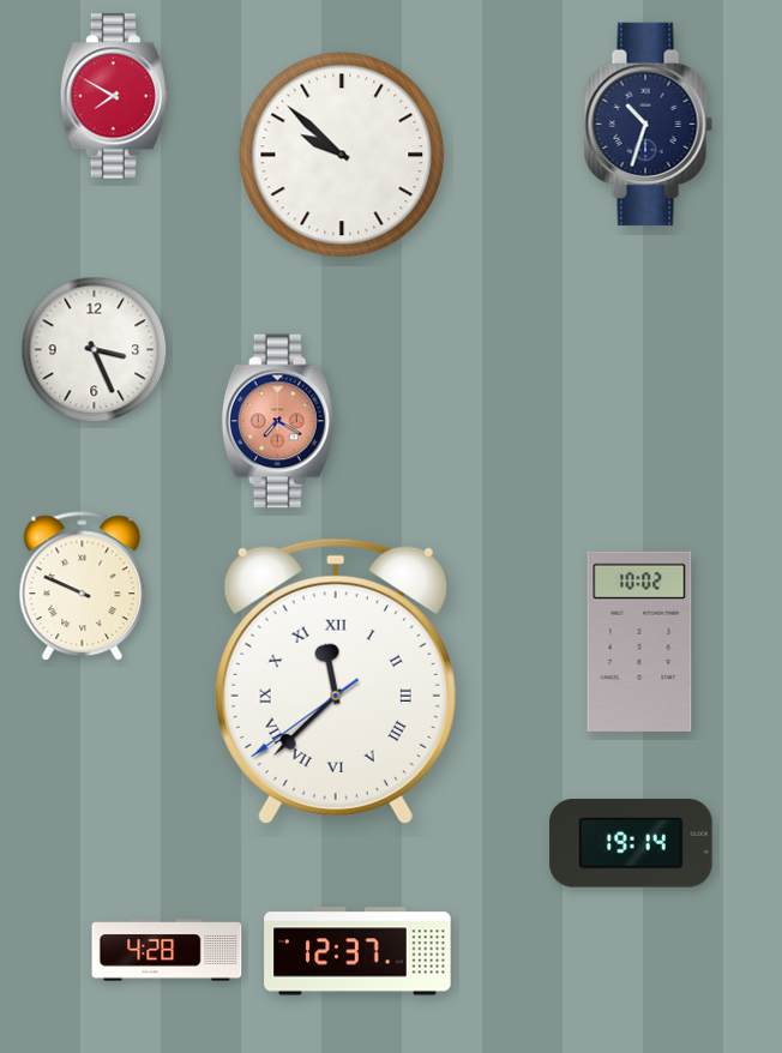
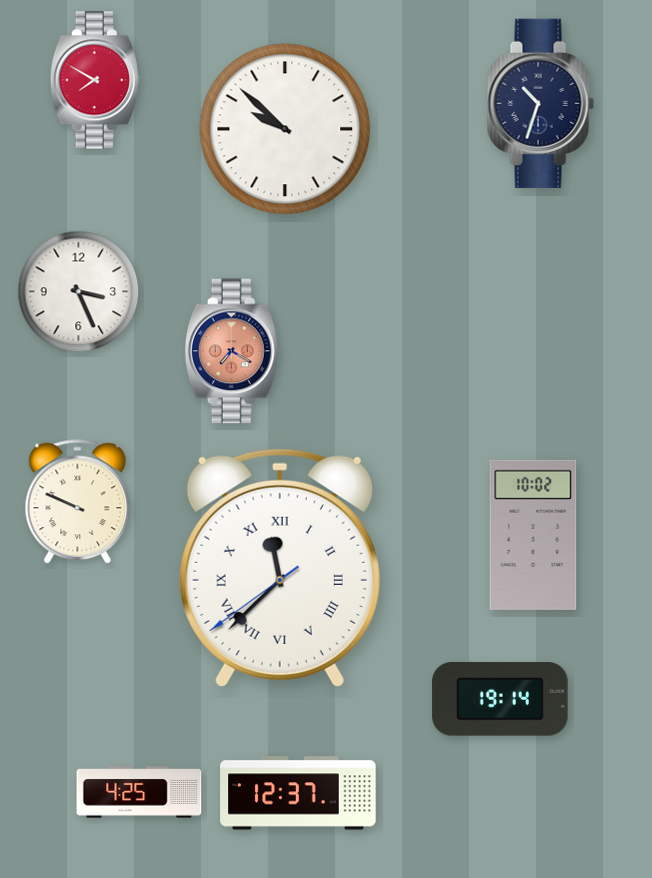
clock at (83, 586) position: (83, 586) -> (78, 502)
clock at (631, 843) position: (631, 843) -> (500, 699)
clock at (167, 950): 4:28 -> 4:25
